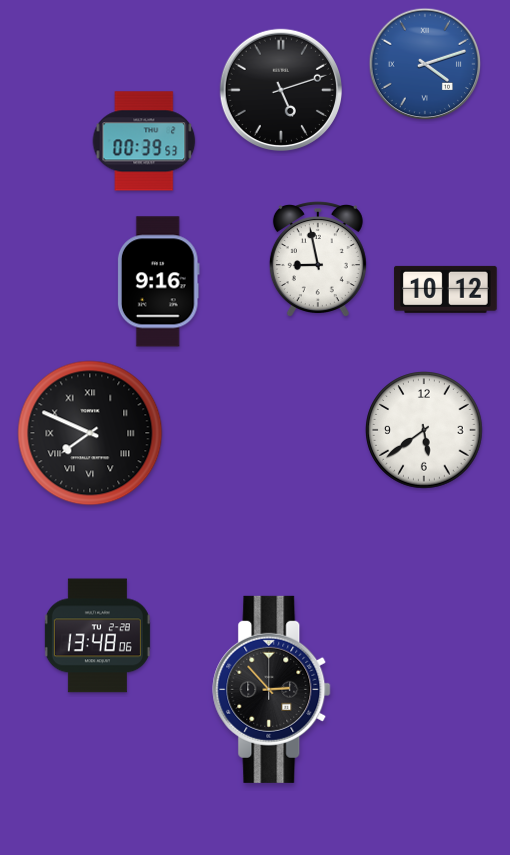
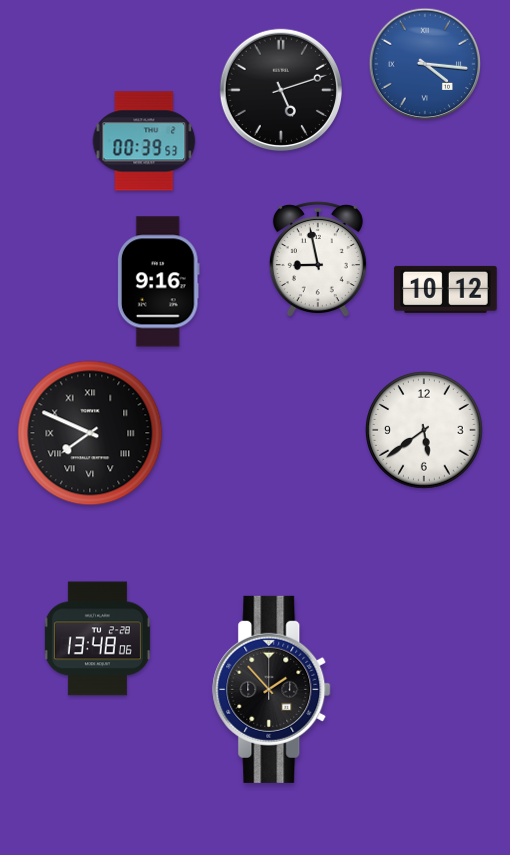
clock at (425, 64): 4:12 -> 4:16
clock at (97, 636) position: (97, 636) -> (97, 639)
clock at (272, 689): 2:53 -> 1:53
